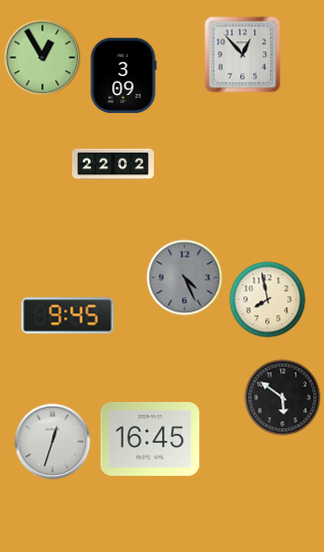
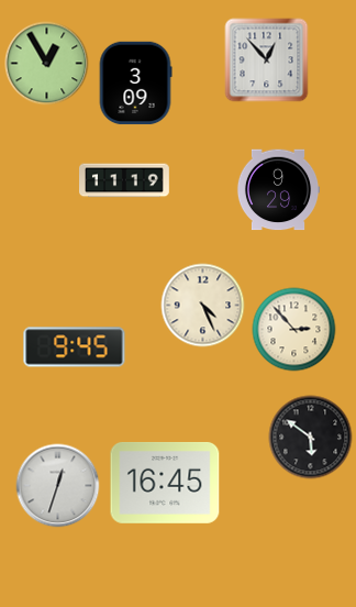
clock at (113, 164): 22:02 -> 11:19
clock at (278, 190): none -> 9:29
clock at (185, 278) dial: grey -> cream
clock at (268, 300): 7:58 -> 2:53
